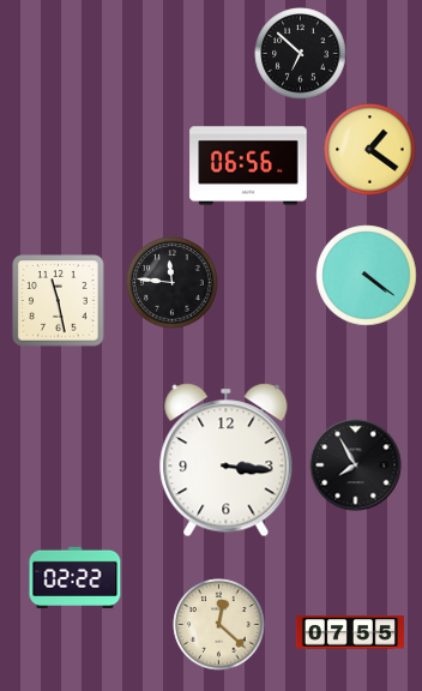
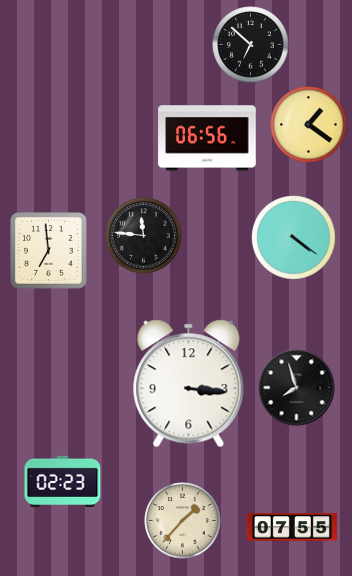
clock at (367, 276) position: (367, 276) -> (294, 238)
clock at (59, 301): 11:28 -> 6:59
clock at (356, 465): 7:55 -> 7:57
clock at (76, 577): 02:22 -> 02:23
clock at (219, 625): 12:22 -> 1:37
